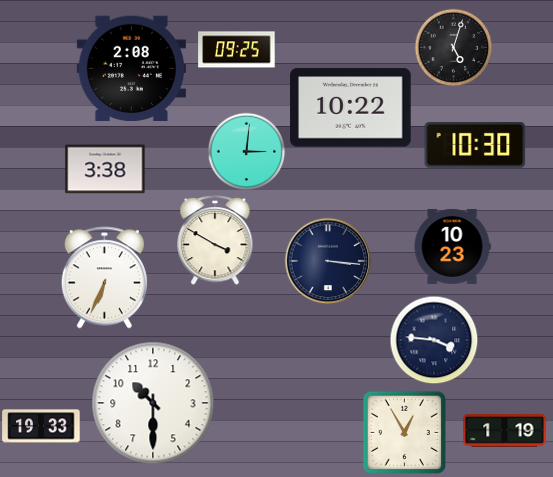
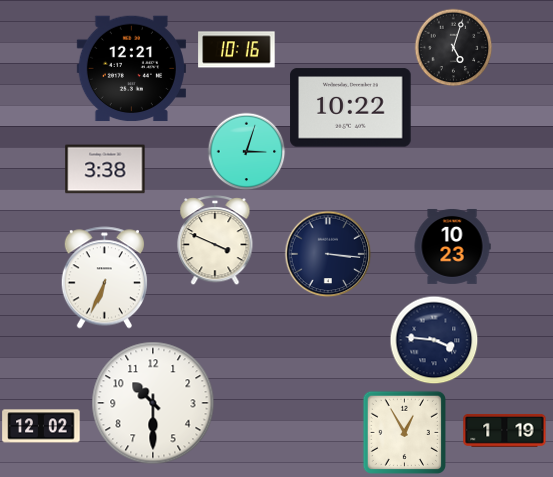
clock at (237, 50): 09:25 -> 10:16
clock at (131, 69): 2:08 -> 12:21
clock at (475, 146): 10:30 -> none
clock at (246, 151): 3:01 -> 3:03
clock at (215, 241): 3:50 -> 3:49
clock at (328, 261) position: (328, 261) -> (328, 254)
clock at (41, 426): 19:33 -> 12:02
